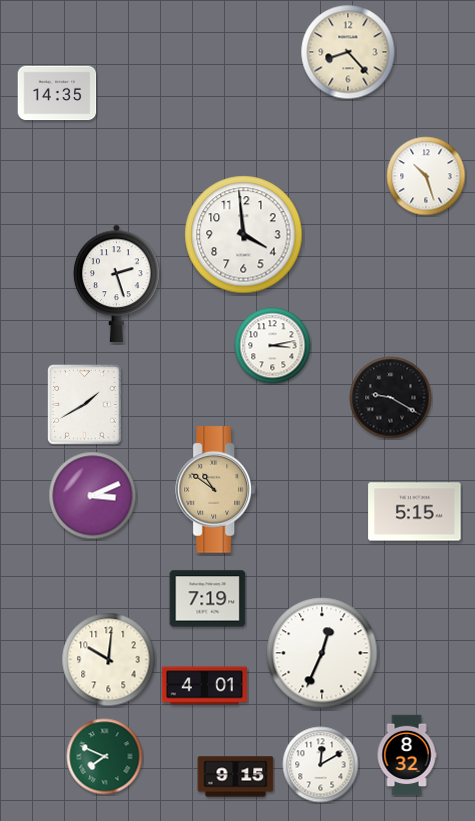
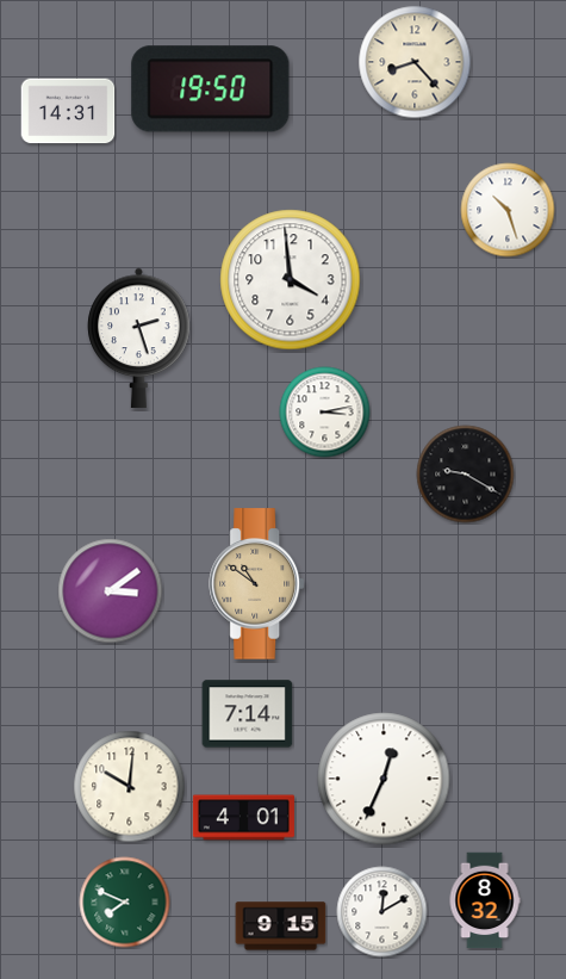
clock at (211, 89): none -> 19:50
clock at (57, 93): 14:35 -> 14:31
clock at (85, 405): 1:40 -> none
clock at (93, 496): 3:11 -> 3:09
clock at (415, 512): 5:15 -> none
clock at (208, 599): 7:19 -> 7:14
